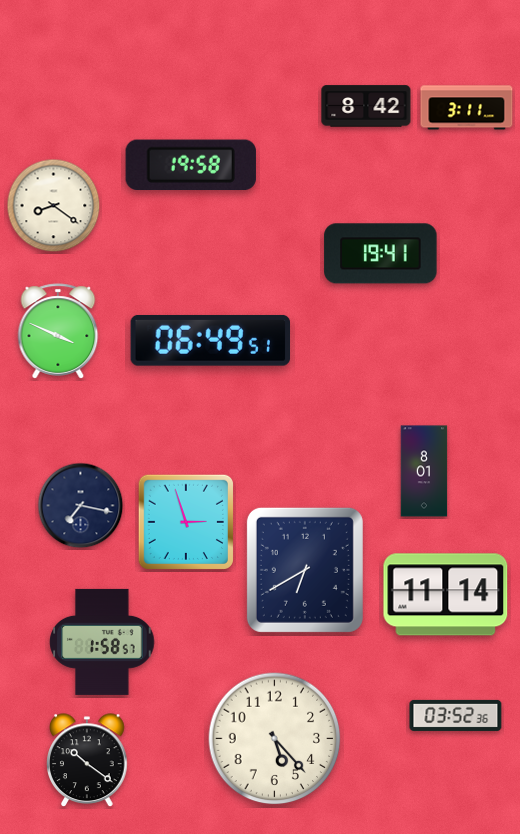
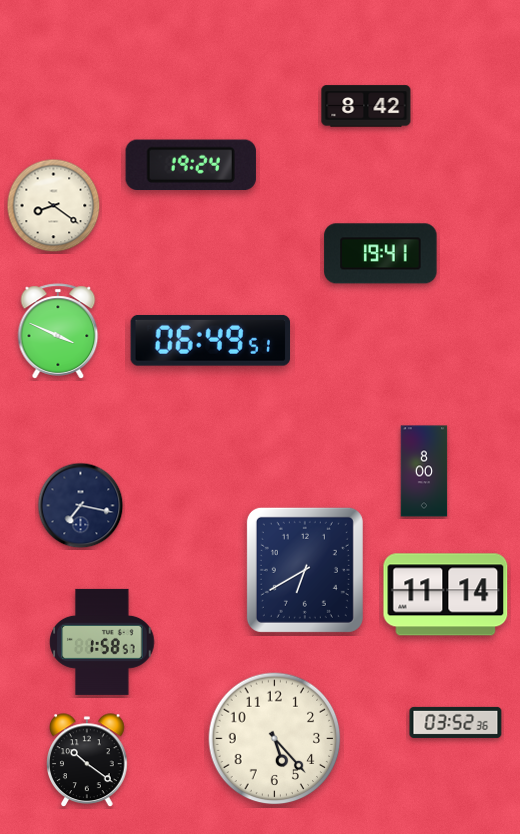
clock at (467, 108): 3:11 -> none
clock at (191, 164): 19:58 -> 19:24
clock at (424, 471): 8:01 -> 8:00
clock at (186, 522): 2:57 -> none
clock at (456, 715) position: (456, 715) -> (456, 722)
